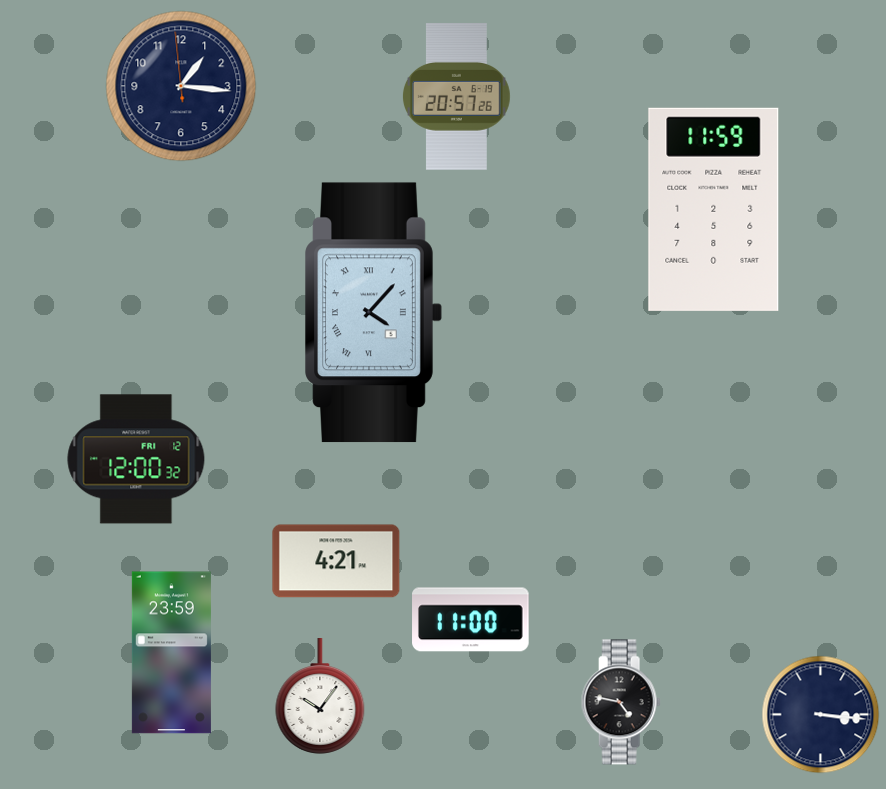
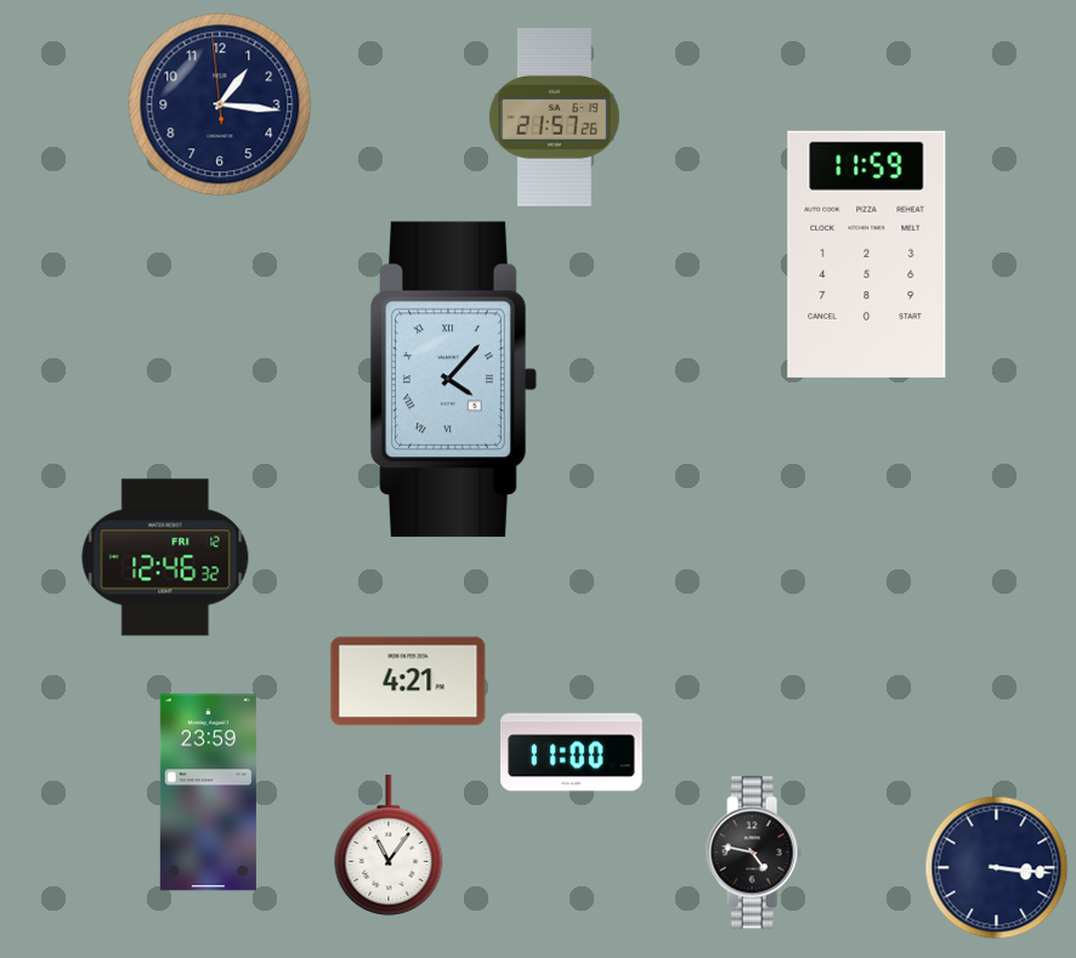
clock at (457, 97): 20:57 -> 21:57
clock at (136, 459): 12:00 -> 12:46
clock at (320, 696): 10:06 -> 11:06
